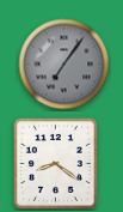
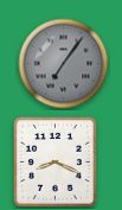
clock at (55, 163): 8:21 -> 8:19
